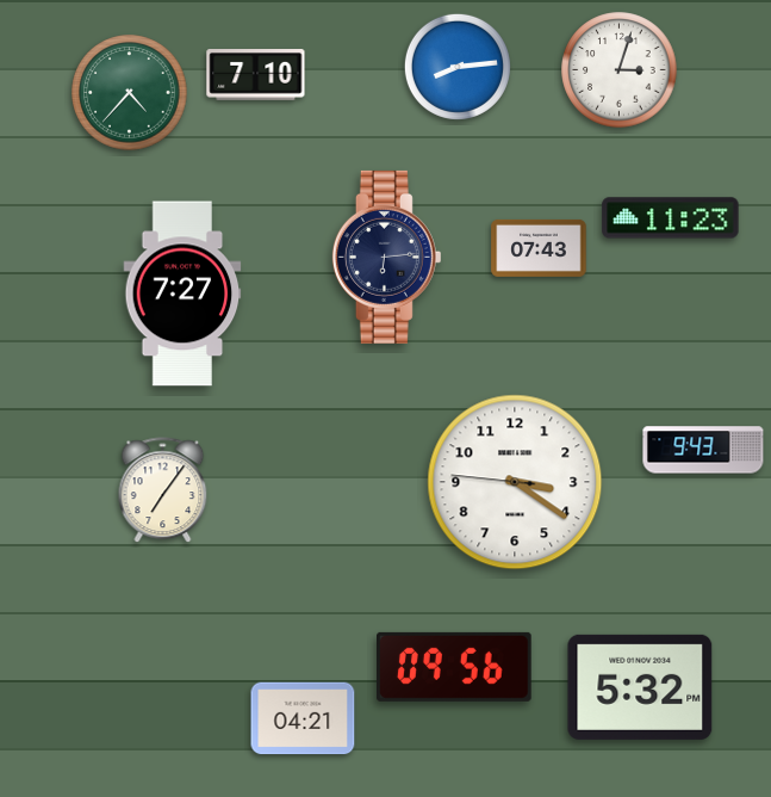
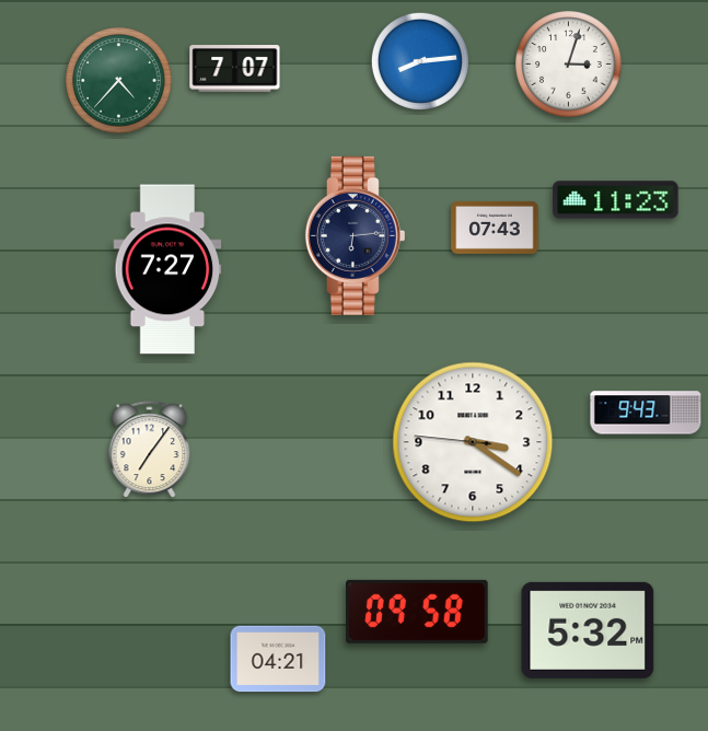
clock at (256, 75): 7:10 -> 7:07
clock at (130, 93) position: (130, 93) -> (119, 81)
clock at (455, 667): 09:56 -> 09:58
